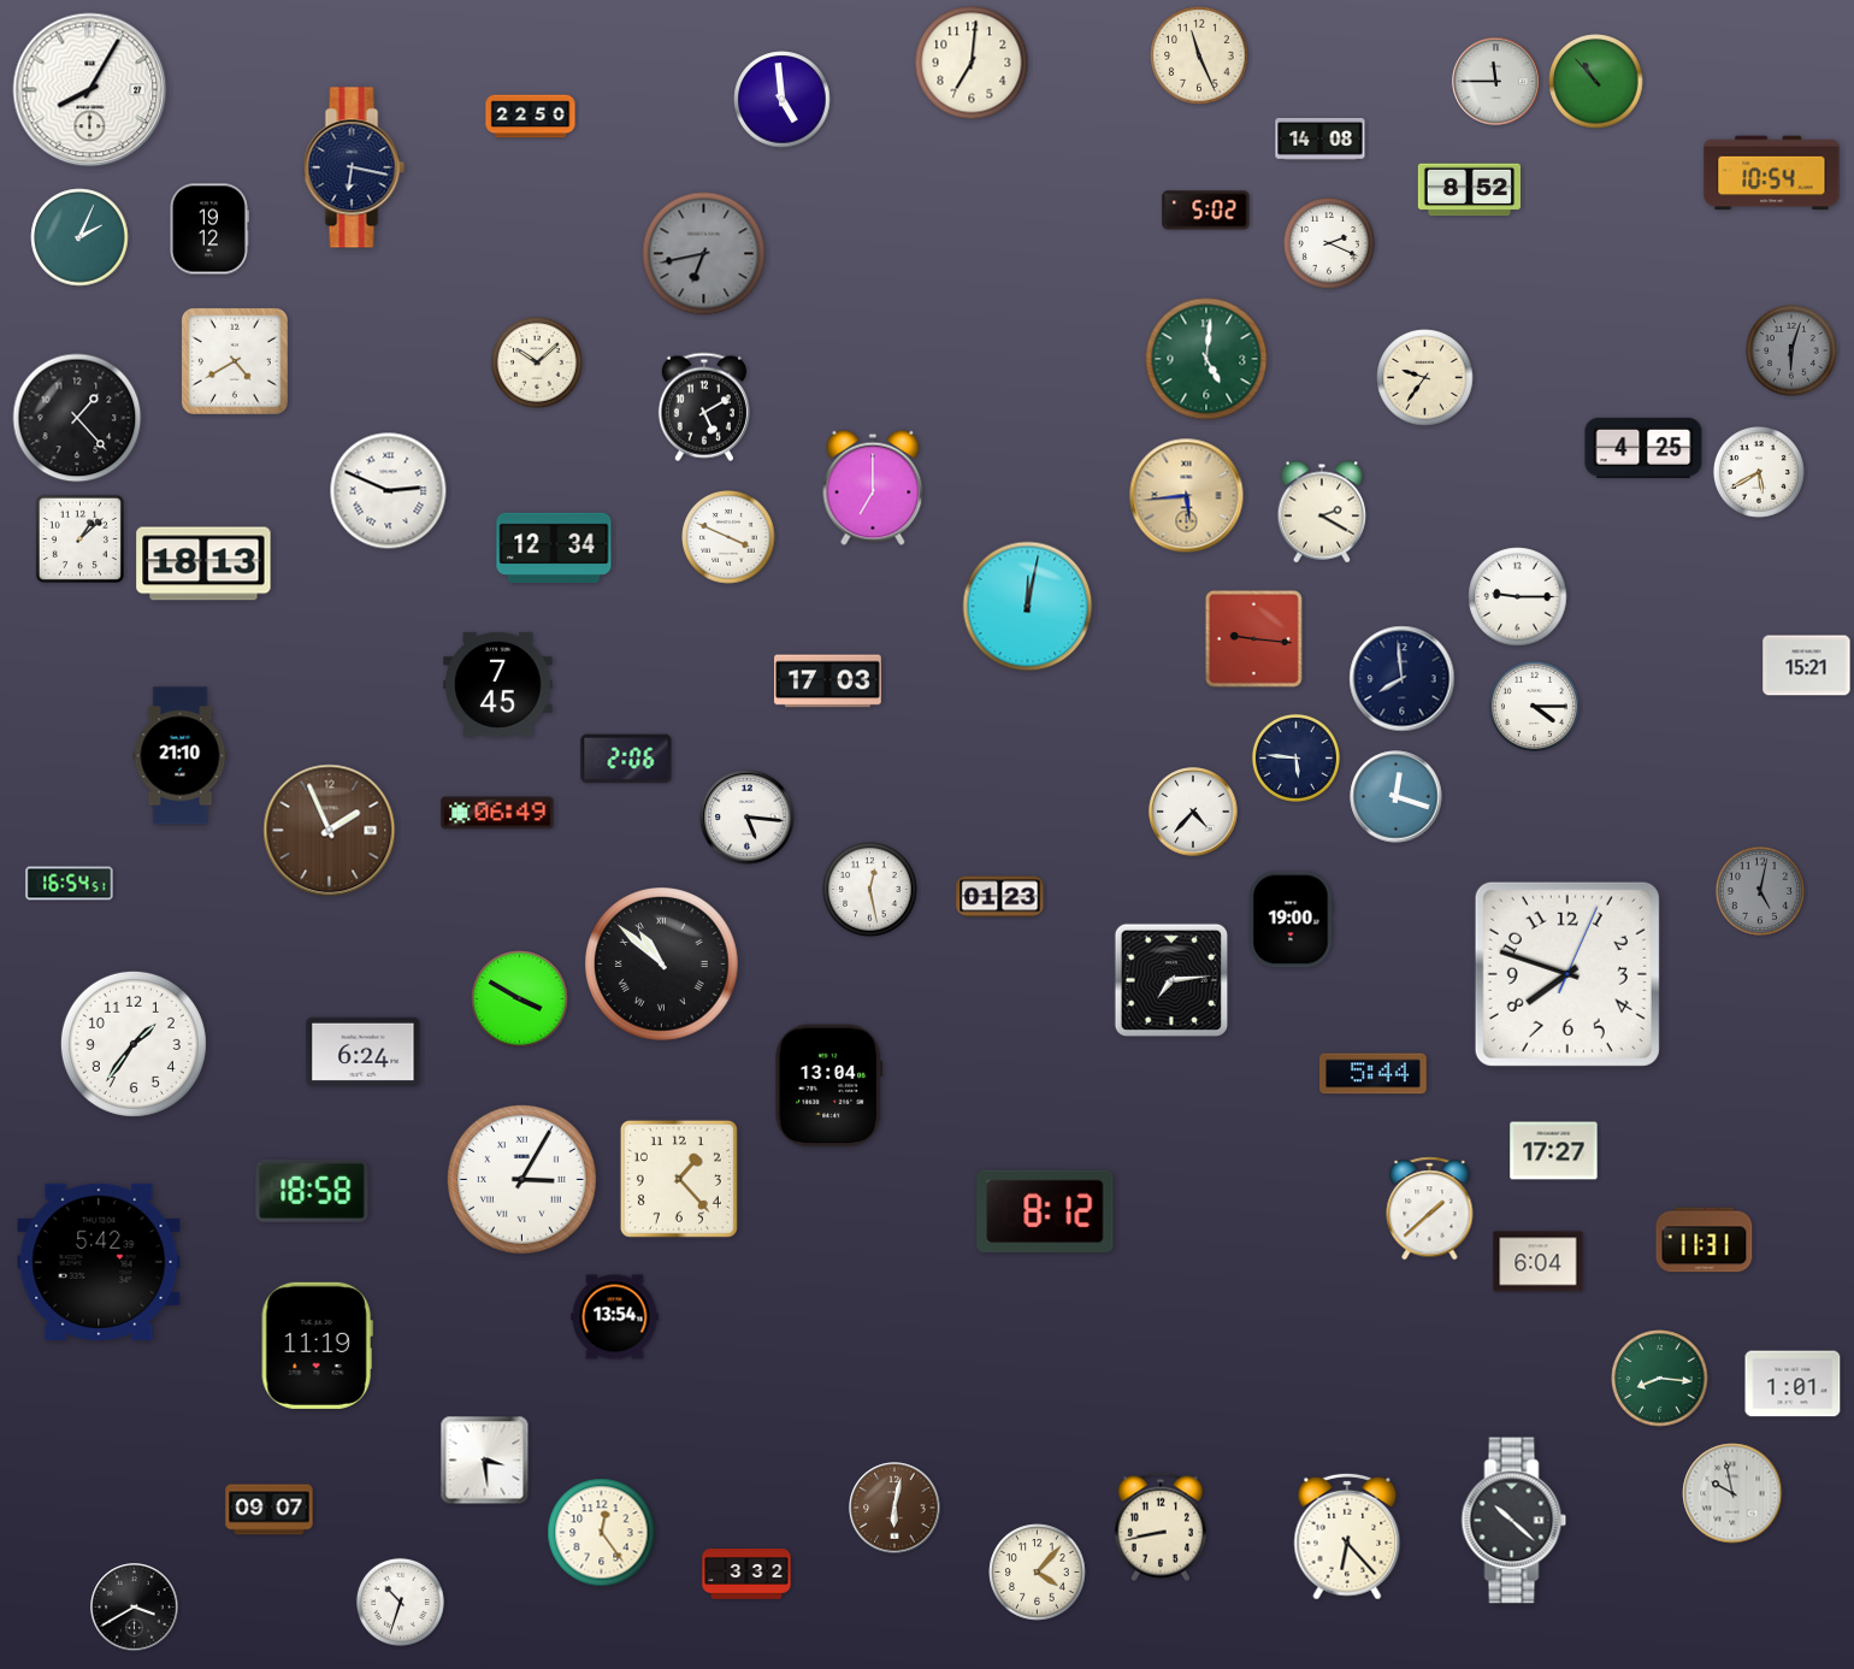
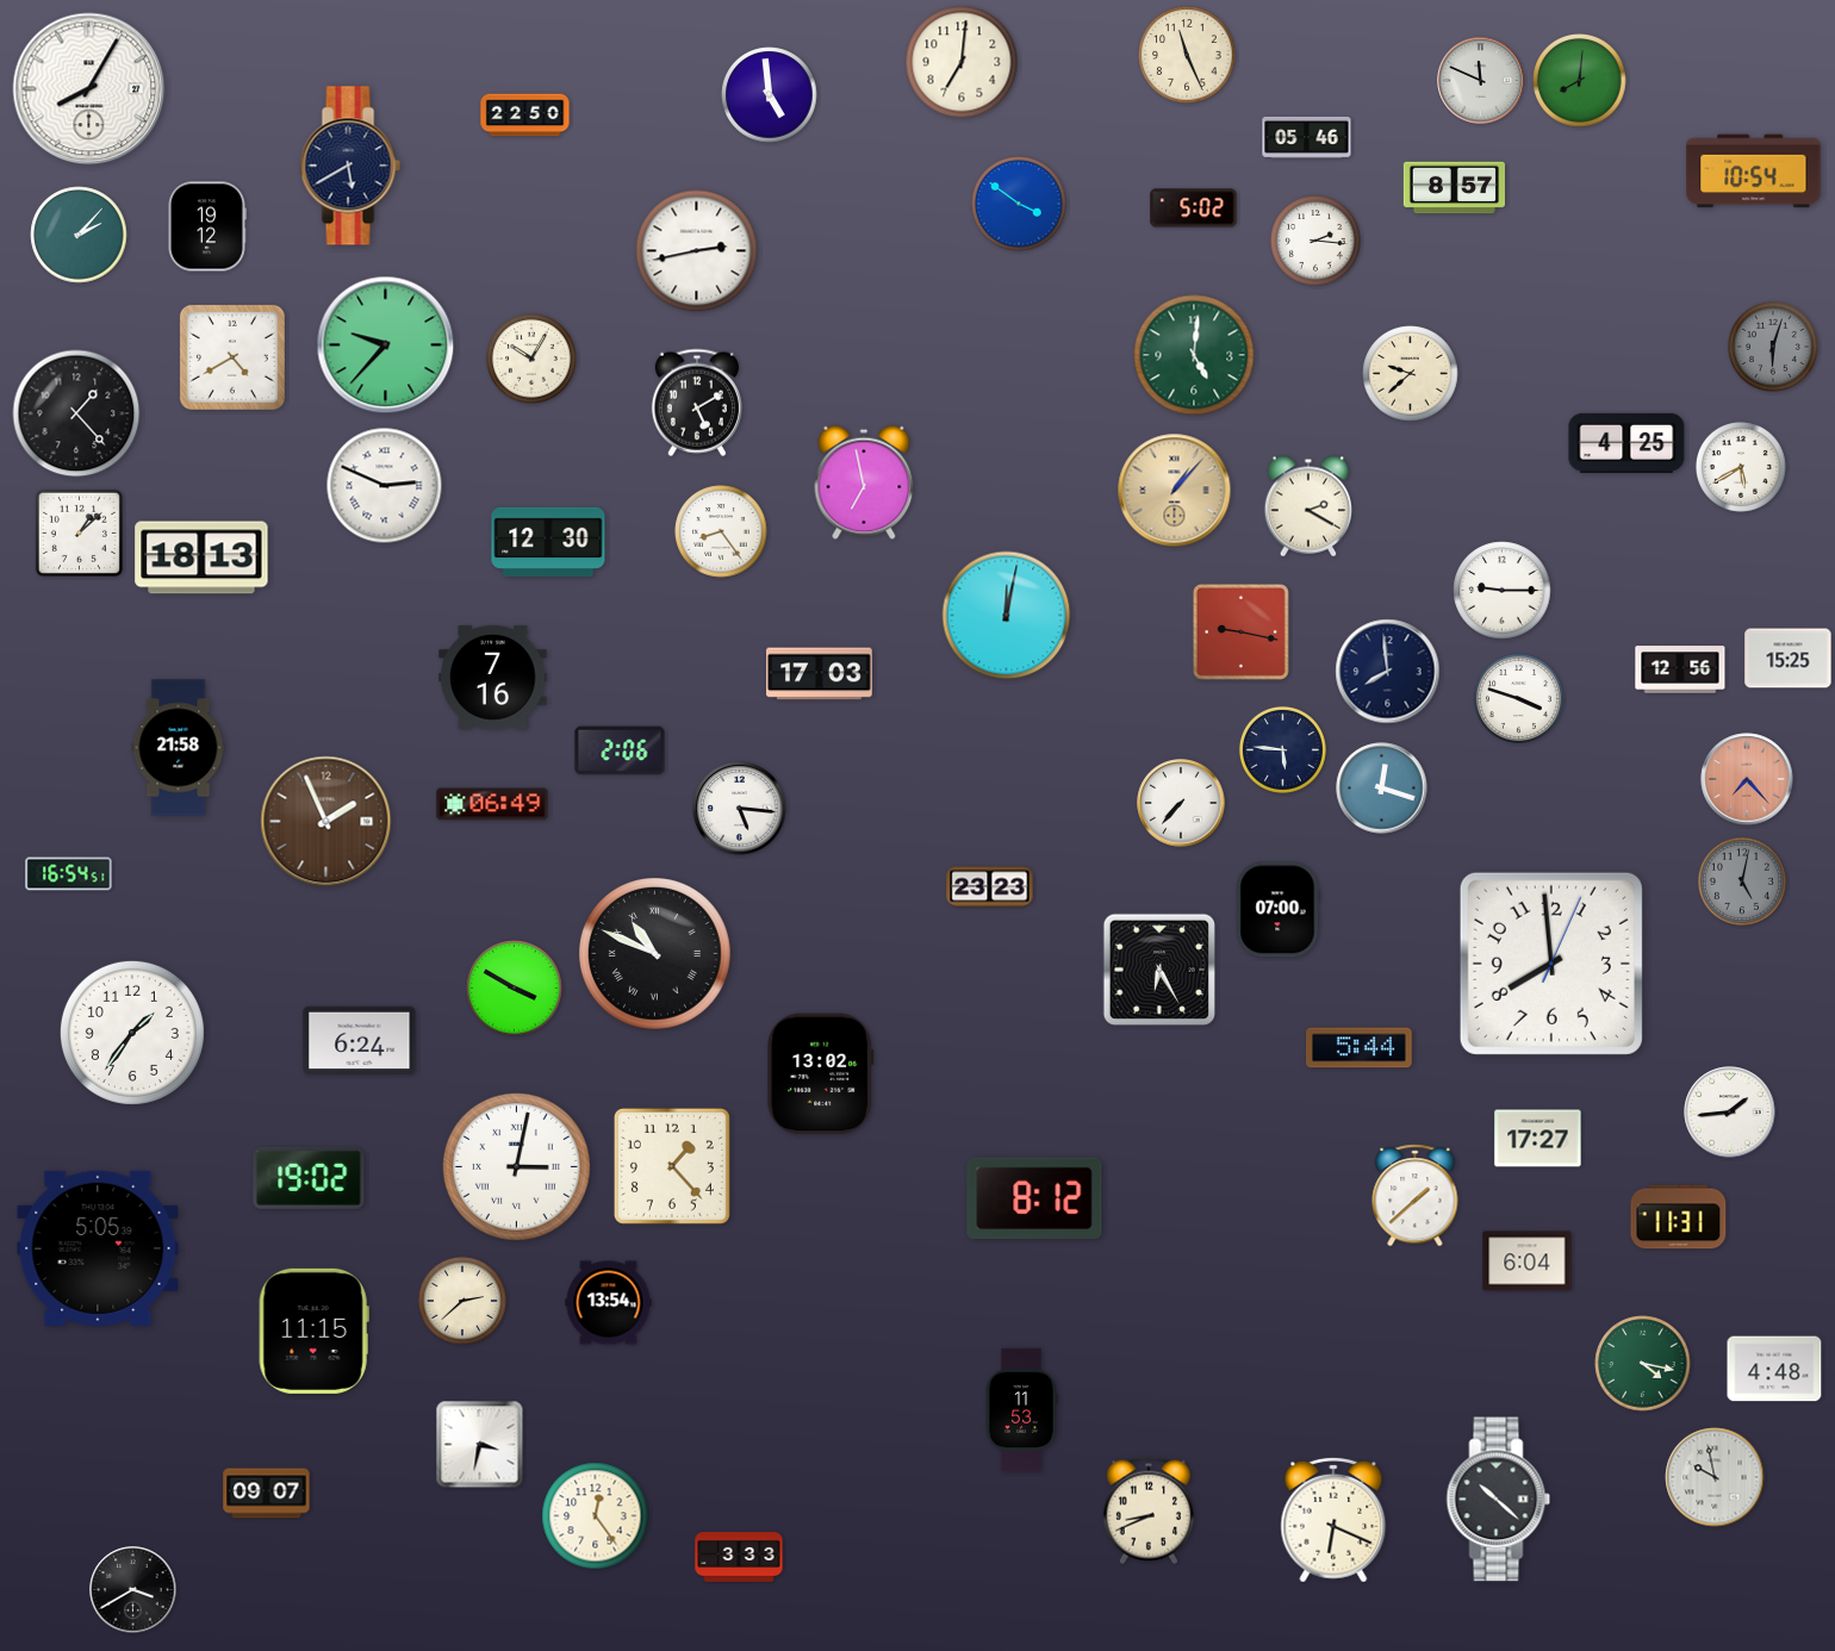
clock at (1496, 82): 11:45 -> 11:49
clock at (1596, 82): 10:53 -> 8:01
clock at (783, 100) position: (783, 100) -> (770, 95)
clock at (1321, 138): 14:08 -> 05:46
clock at (354, 167): 6:17 -> 5:40
clock at (1469, 190): 8:52 -> 8:57
clock at (1019, 204): none -> 3:51
clock at (79, 237): 2:04 -> 2:07
clock at (1329, 243): 2:19 -> 2:16
clock at (704, 254): 6:43 -> 2:43
clock at (704, 254) dial: grey -> white
clock at (386, 345): none -> 9:37
clock at (537, 362): 10:08 -> 10:05
clock at (1425, 378): 9:36 -> 9:38
clock at (873, 488): 7:00 -> 6:58
clock at (1187, 496): 5:44 -> 1:07
clock at (728, 537): 3:49 -> 8:24
clock at (554, 547): 12:34 -> 12:30
clock at (1028, 607) position: (1028, 607) -> (1007, 616)
clock at (1253, 638): 9:16 -> 9:17
clock at (1807, 666): 15:21 -> 15:25
clock at (1680, 669): none -> 12:56
clock at (498, 684): 7:45 -> 7:16
clock at (1534, 706): 4:15 -> 3:48
clock at (181, 756): 21:10 -> 21:58
clock at (1747, 779): none -> 7:23
clock at (1193, 812): 4:37 -> 7:37
clock at (870, 890): 12:28 -> none
clock at (1000, 897): 01:23 -> 23:23
clock at (1292, 920): 19:00 -> 07:00
clock at (662, 965): 10:52 -> 10:49
clock at (1567, 974): 7:48 -> 7:59
clock at (1171, 980): 7:14 -> 6:25
clock at (1374, 1074) position: (1374, 1074) -> (1360, 1048)
clock at (829, 1086): 13:04 -> 13:02
clock at (1730, 1113): none -> 1:44
clock at (521, 1179): 3:05 -> 3:02
clock at (312, 1191): 18:58 -> 19:02
clock at (1705, 1240) position: (1705, 1240) -> (1679, 1217)
clock at (99, 1262): 5:42 -> 5:05
clock at (1539, 1262) position: (1539, 1262) -> (1528, 1261)
clock at (462, 1301): none -> 2:38
clock at (317, 1345): 11:19 -> 11:15
clock at (1660, 1379): 8:16 -> 4:17
clock at (1793, 1384): 1:01 -> 4:48
clock at (1021, 1410): none -> 11:53
clock at (485, 1461): 3:29 -> 3:32
clock at (894, 1508): 6:02 -> none
clock at (1515, 1521) position: (1515, 1521) -> (1499, 1500)
clock at (1161, 1527): 8:43 -> 8:41
clock at (1347, 1537): 6:23 -> 6:19
clock at (1038, 1573): 4:07 -> none
clock at (746, 1575): 3:32 -> 3:33
clock at (400, 1602): 10:33 -> none
